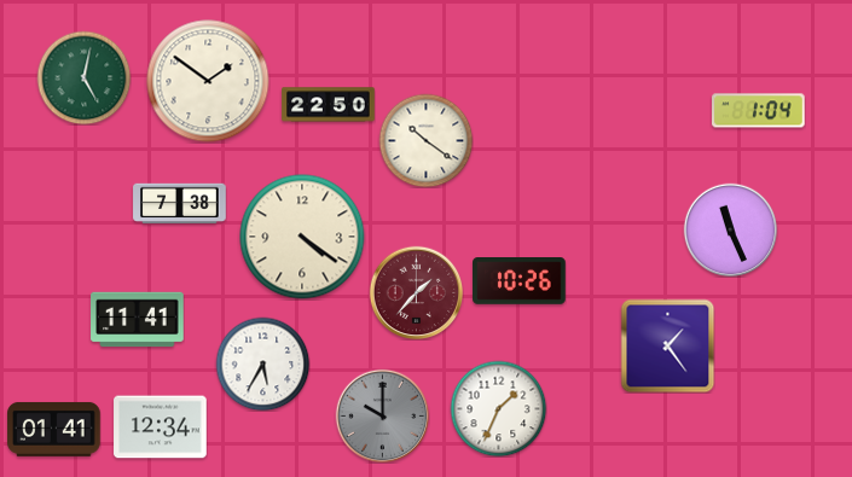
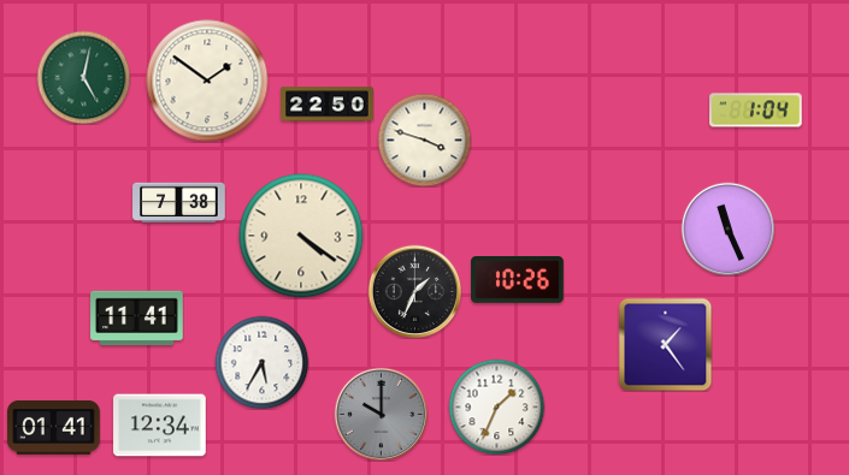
clock at (425, 140): 10:21 -> 3:48
clock at (416, 292): 1:37 -> 1:34
clock at (416, 292) dial: burgundy -> black
